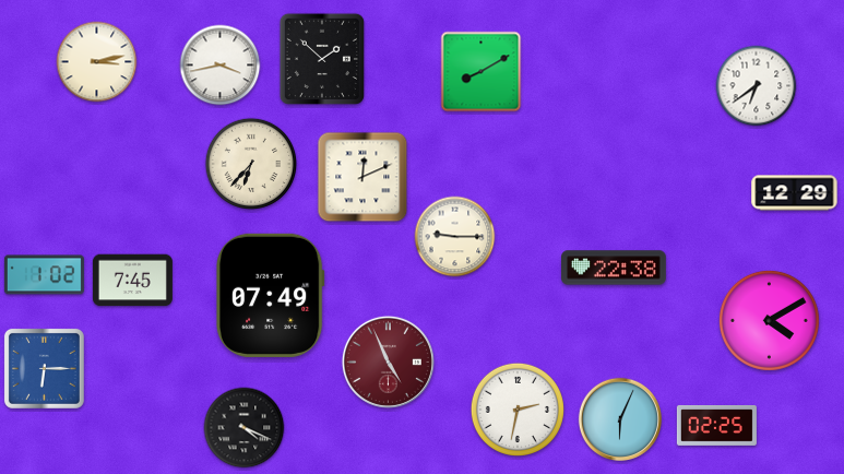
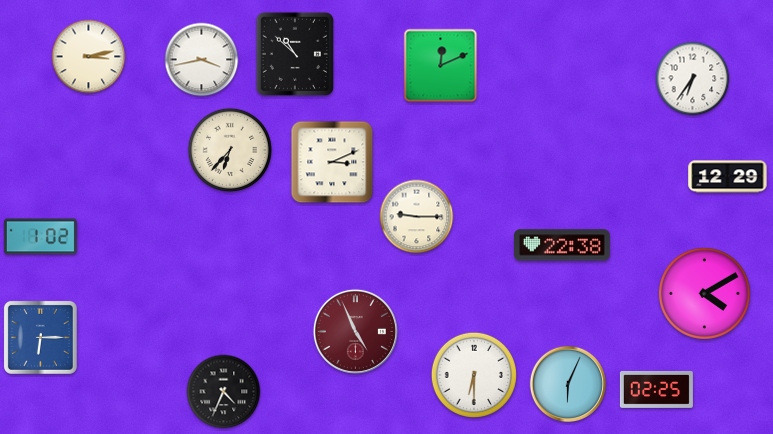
clock at (322, 59): 1:52 -> 10:52
clock at (482, 72): 8:10 -> 12:11
clock at (757, 86): 6:39 -> 6:36
clock at (362, 177): 12:11 -> 3:11
clock at (44, 275) position: (44, 275) -> (40, 237)
clock at (132, 281): 7:45 -> none
clock at (271, 295): 07:49 -> none
clock at (518, 410): 2:32 -> 6:30
clock at (245, 428): 4:19 -> 4:34
